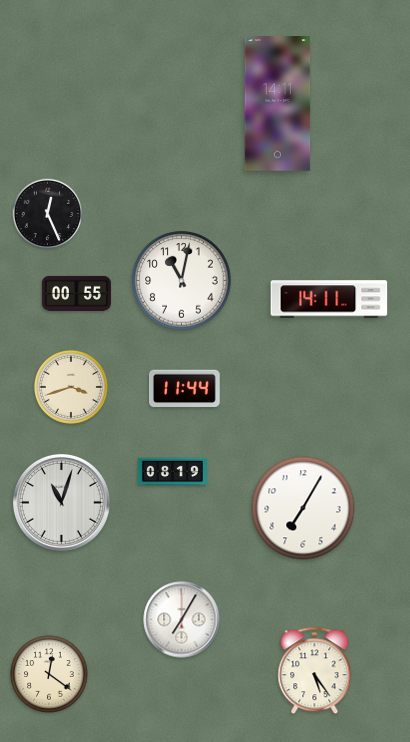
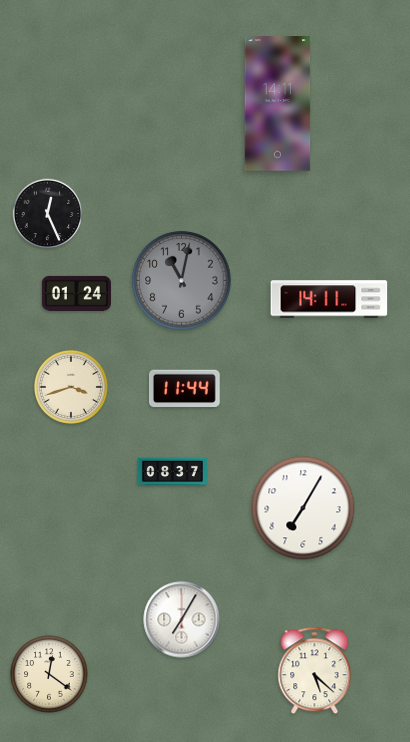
clock at (182, 281) dial: white -> grey
clock at (76, 293): 00:55 -> 01:24
clock at (172, 472): 08:19 -> 08:37
clock at (61, 502): 11:03 -> none
clock at (315, 671): 5:24 -> 5:22
